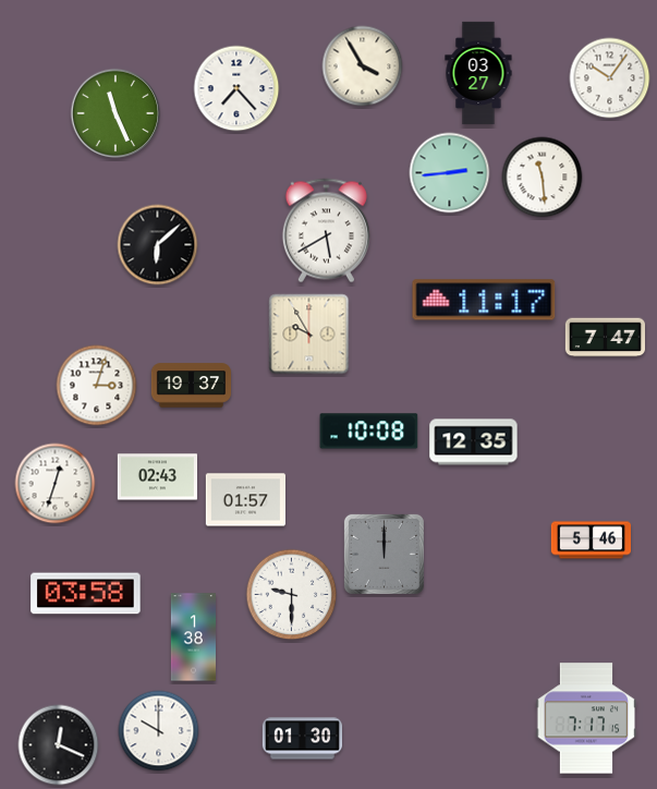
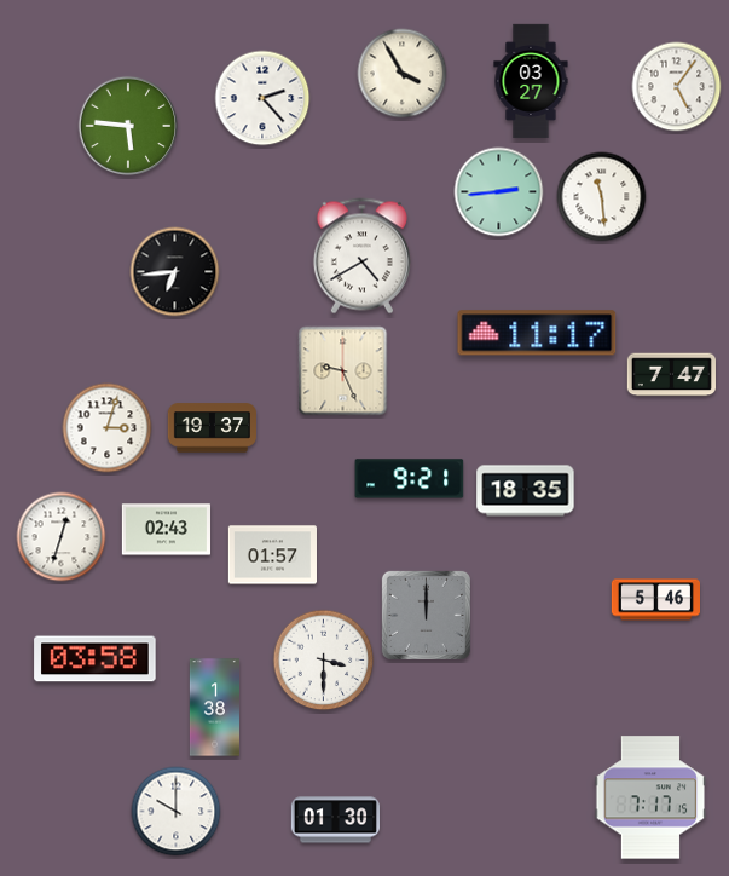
clock at (610, 78): 10:06 -> 5:06
clock at (236, 88): 7:23 -> 2:23
clock at (115, 113): 11:26 -> 5:46
clock at (326, 231): 5:40 -> 4:40
clock at (158, 245): 6:08 -> 6:44
clock at (309, 335): 9:55 -> 9:26
clock at (369, 432): 10:08 -> 9:21
clock at (474, 442): 12:35 -> 18:35
clock at (157, 477) position: (157, 477) -> (166, 530)
clock at (292, 595): 9:30 -> 3:30
clock at (59, 745): 12:19 -> none
